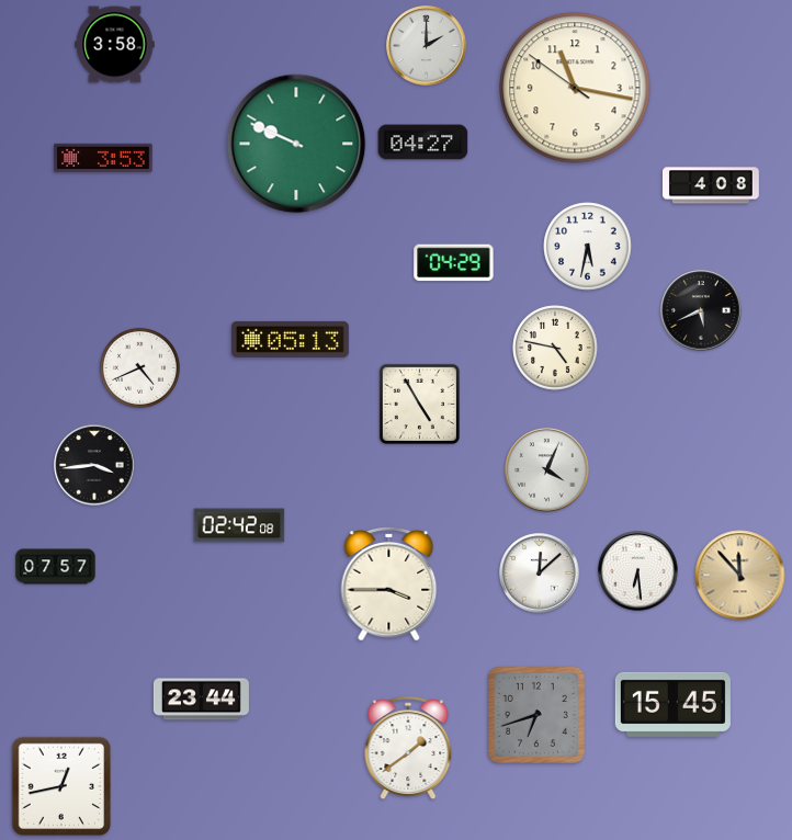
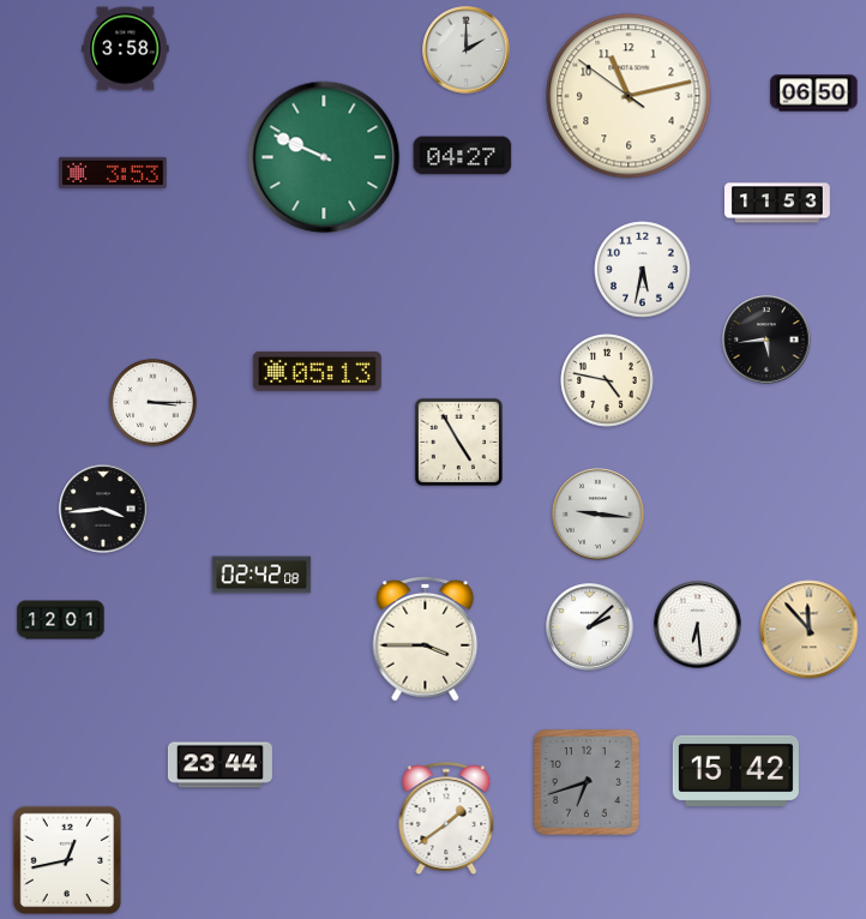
clock at (814, 94): none -> 06:50
clock at (575, 88): 11:16 -> 11:12
clock at (711, 185): 4:08 -> 11:53
clock at (454, 263): 04:29 -> none
clock at (701, 310): 5:41 -> 5:44
clock at (139, 367): 4:41 -> 3:15
clock at (547, 470): 4:04 -> 9:16
clock at (56, 567): 07:57 -> 12:01
clock at (540, 574): 12:08 -> 2:08
clock at (672, 704): 15:45 -> 15:42
